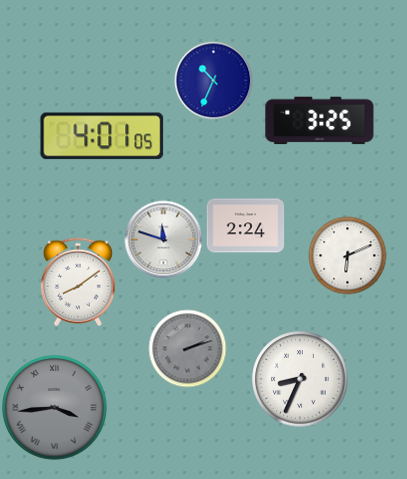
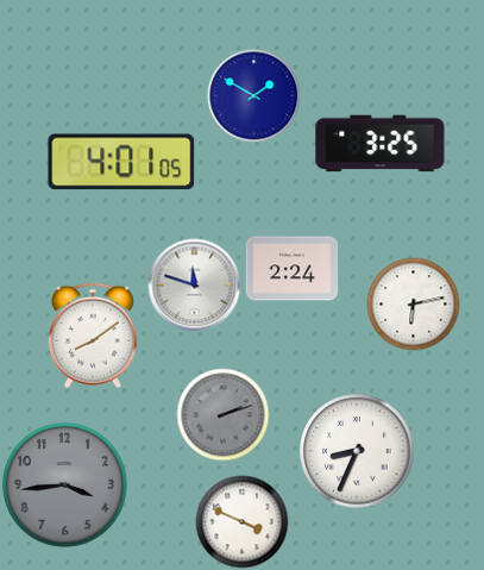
clock at (213, 80): 10:34 -> 1:50
clock at (347, 255): 6:11 -> 6:13
clock at (55, 408) numerals: Roman -> Arabic
clock at (241, 521): none -> 3:49
